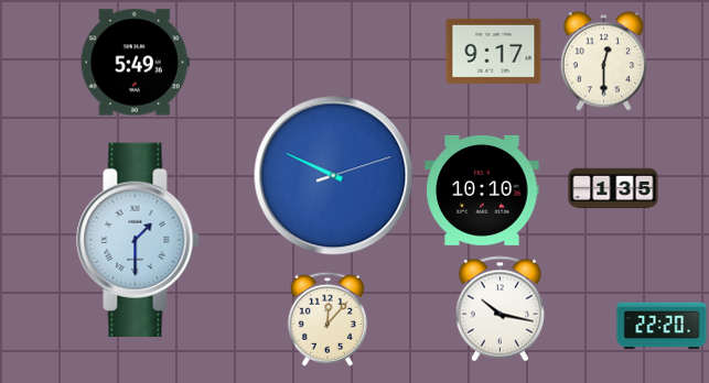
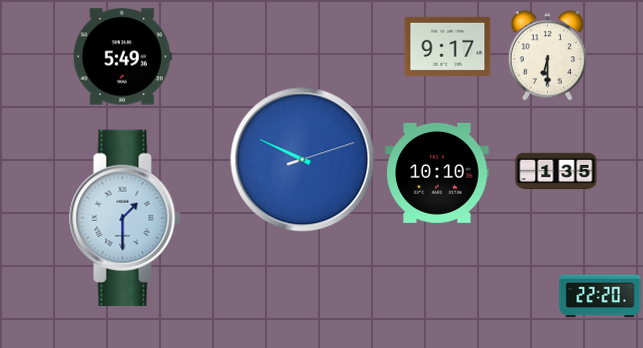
clock at (603, 62): 12:30 -> 6:30
clock at (499, 309): 10:17 -> none
clock at (327, 319): 12:07 -> none
